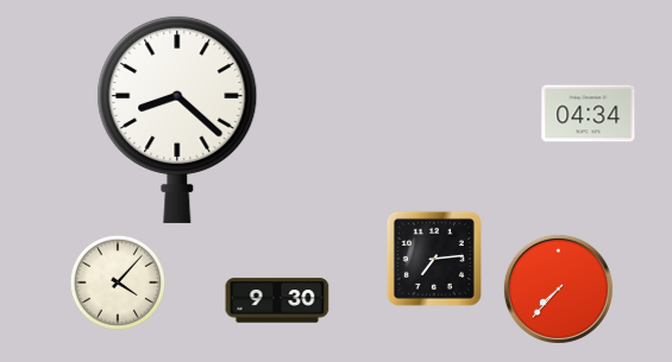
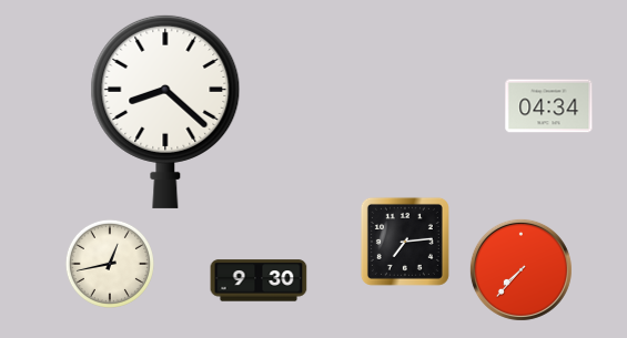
clock at (118, 282): 4:07 -> 12:43
